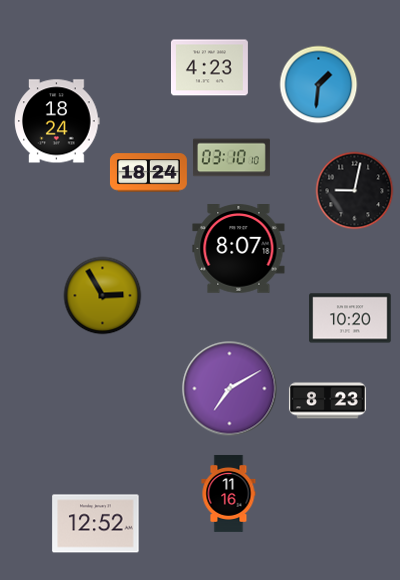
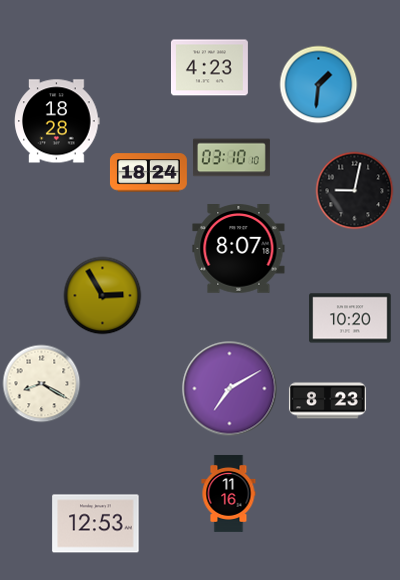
clock at (57, 121): 18:24 -> 18:28
clock at (41, 383): none -> 8:20
clock at (96, 524): 12:52 -> 12:53
